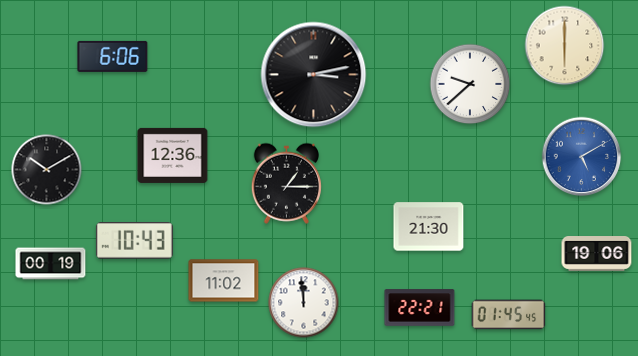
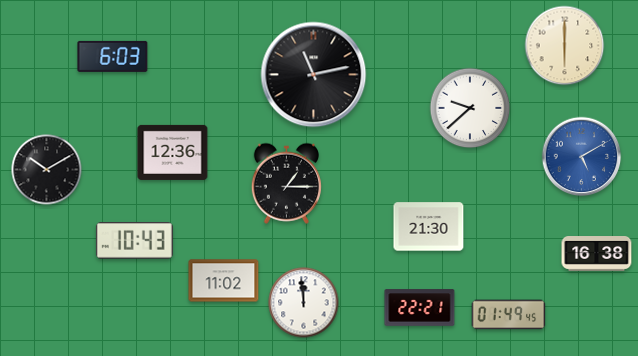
clock at (113, 56): 6:06 -> 6:03
clock at (314, 75): 3:13 -> 11:13
clock at (470, 84) position: (470, 84) -> (470, 108)
clock at (173, 155) position: (173, 155) -> (173, 152)
clock at (597, 254): 19:06 -> 16:38
clock at (51, 264): 00:19 -> none
clock at (509, 315): 01:45 -> 01:49
